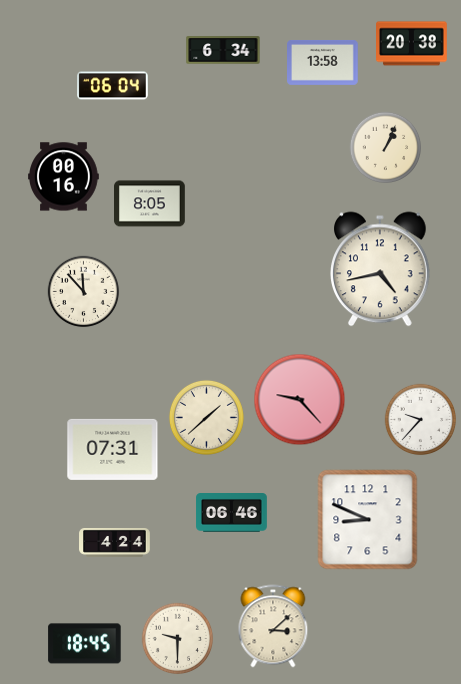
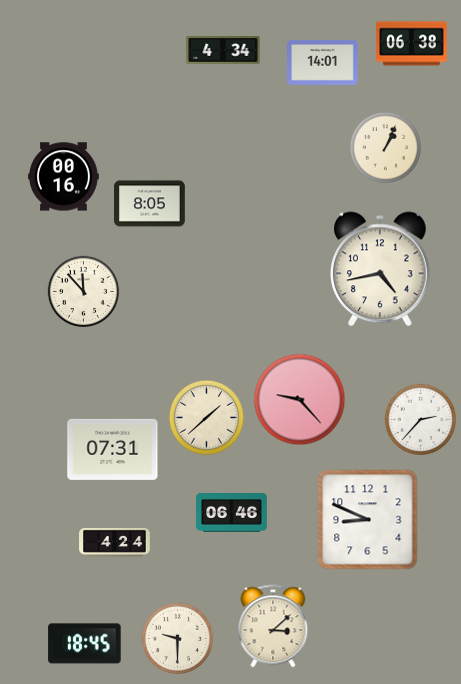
clock at (412, 44): 20:38 -> 06:38
clock at (223, 50): 6:34 -> 4:34
clock at (323, 62): 13:58 -> 14:01
clock at (113, 86): 06:04 -> none
clock at (421, 420): 9:37 -> 2:37
